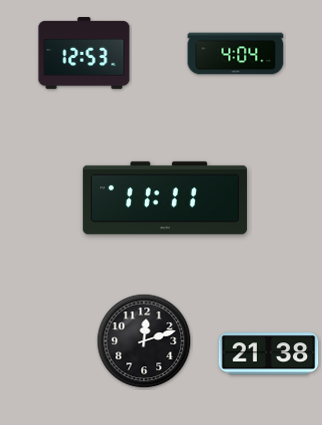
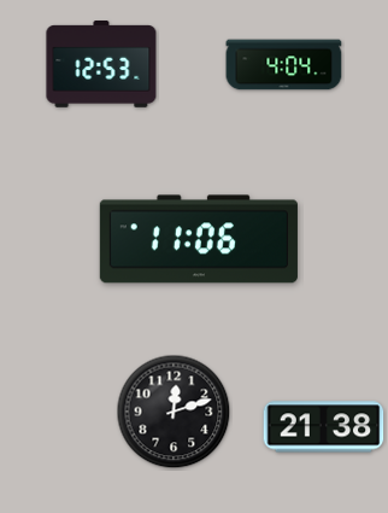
clock at (165, 198): 11:11 -> 11:06
